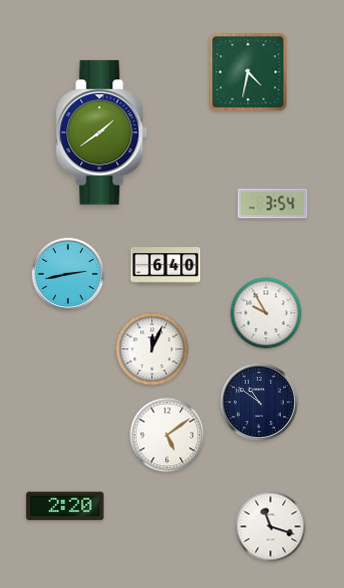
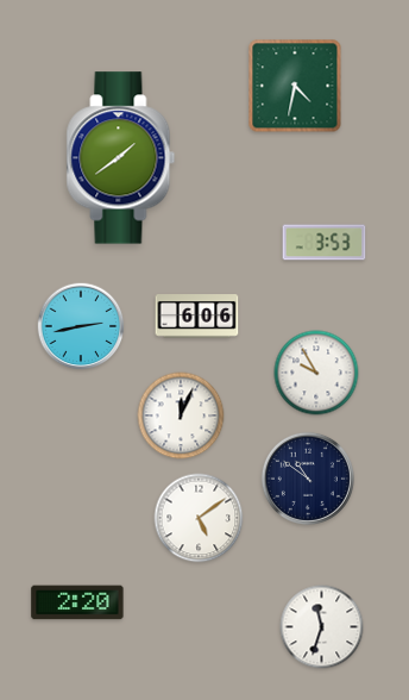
clock at (273, 204): 3:54 -> 3:53
clock at (166, 266): 6:40 -> 6:06
clock at (271, 527): 11:18 -> 11:33
